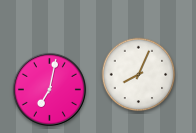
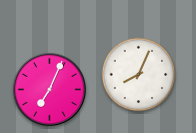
clock at (49, 89): 7:02 -> 7:04
